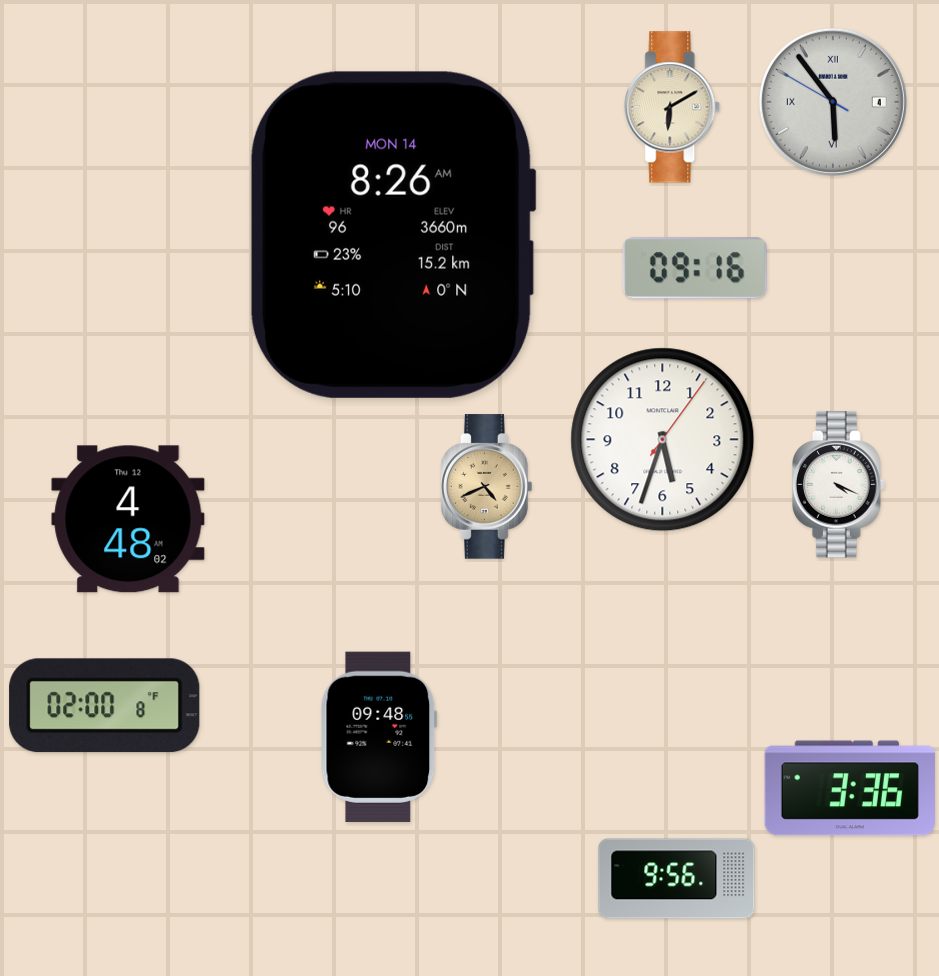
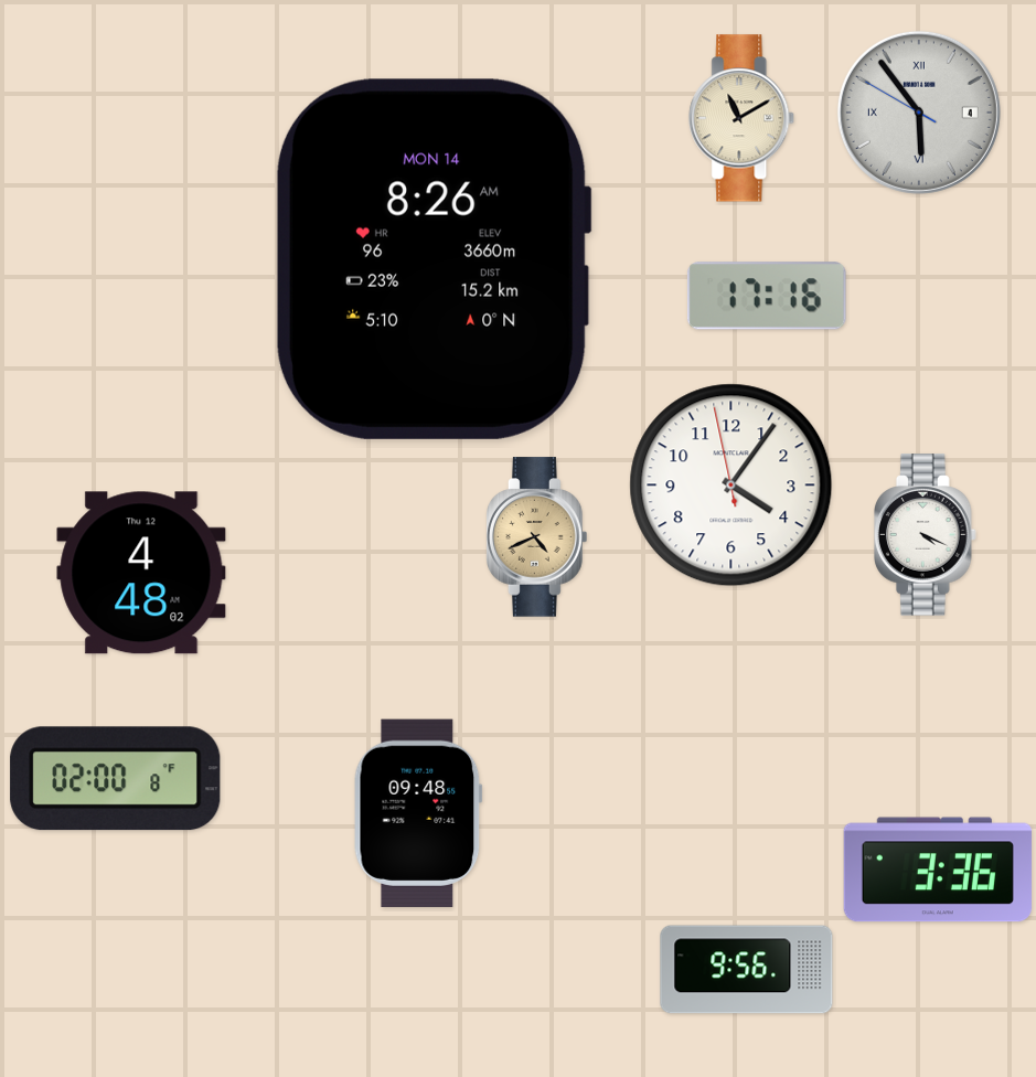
clock at (673, 107): 6:10 -> 11:10
clock at (695, 268): 09:16 -> 17:16
clock at (663, 440): 5:33 -> 4:05
